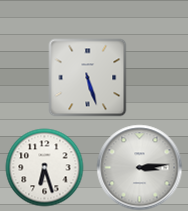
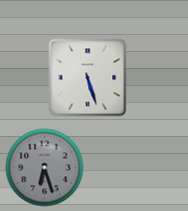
clock at (44, 167) dial: white -> grey
clock at (139, 167): 3:14 -> none
